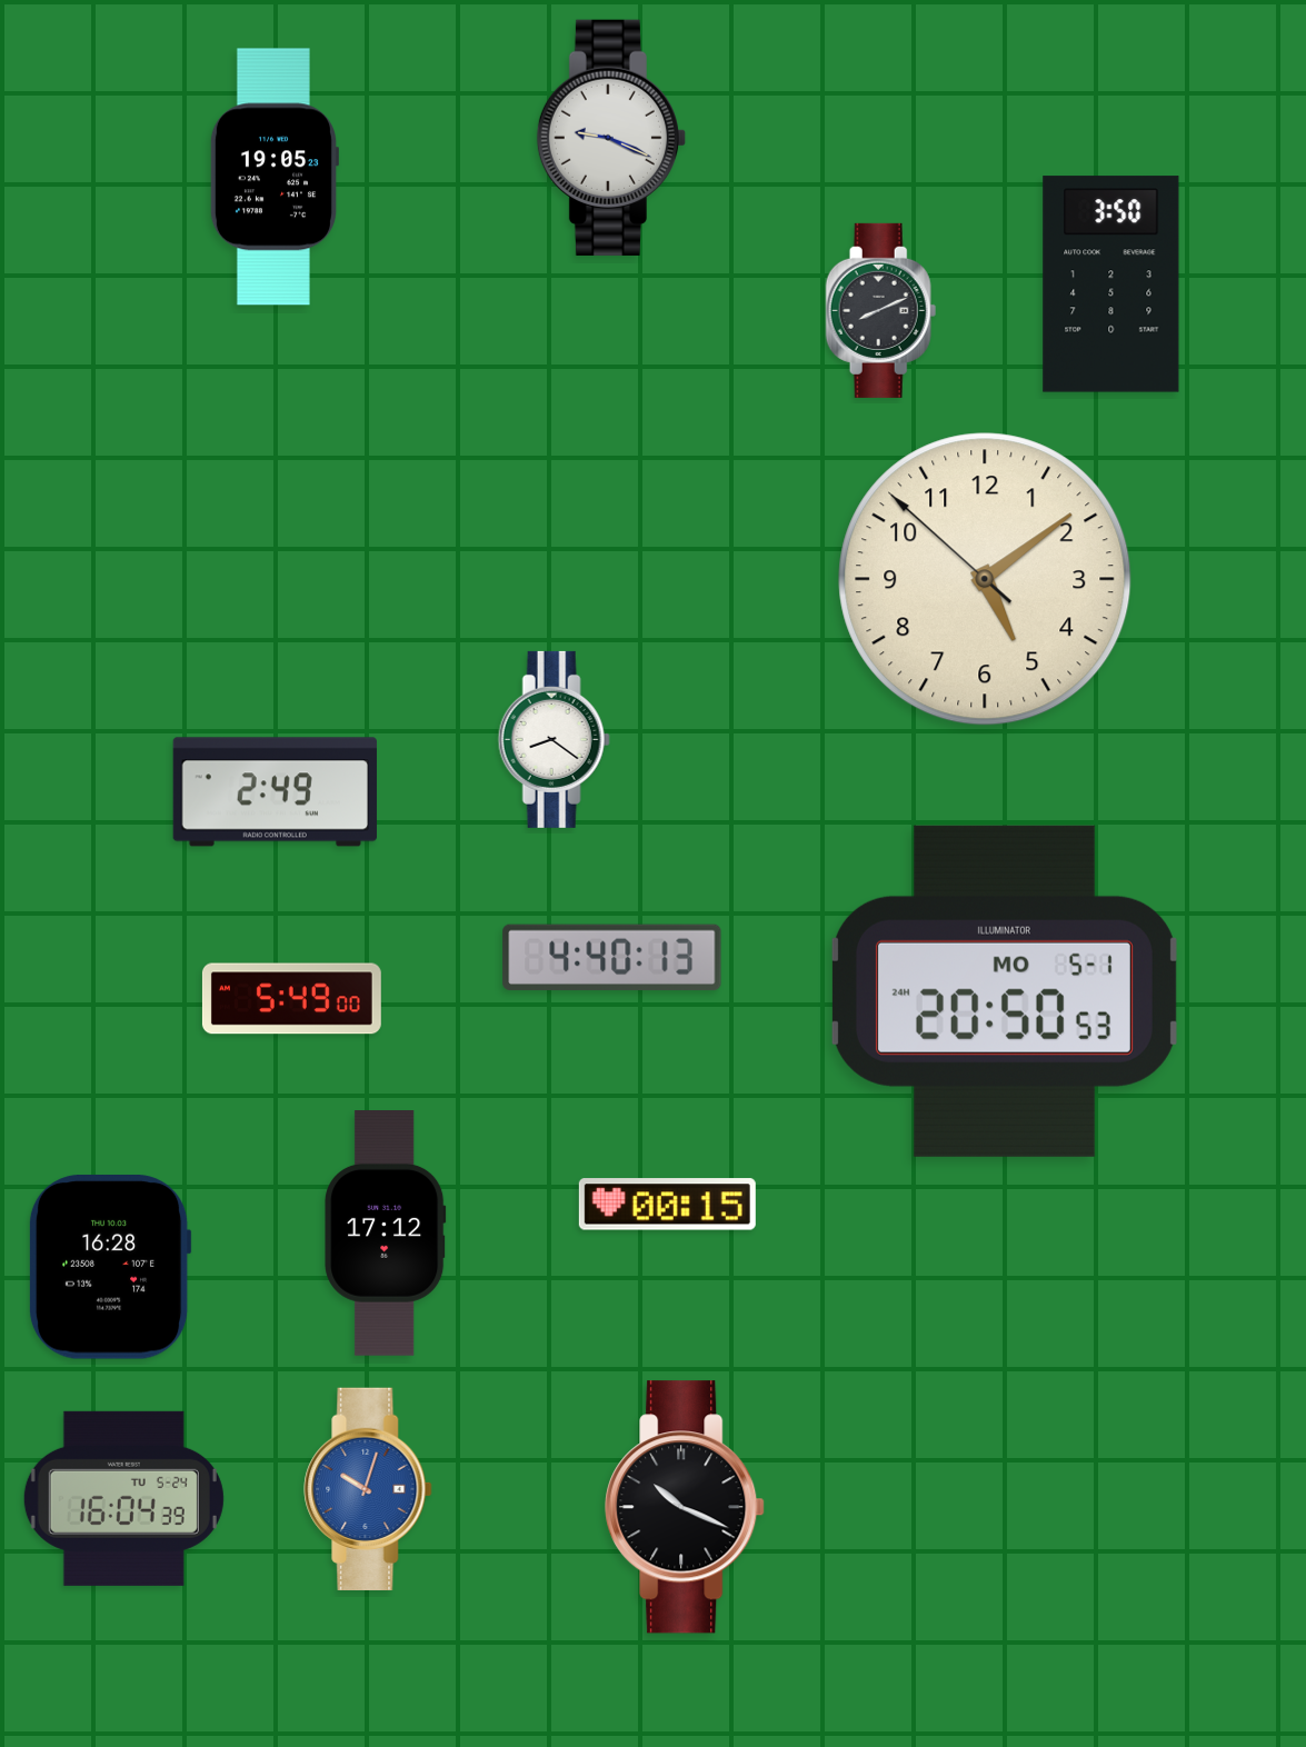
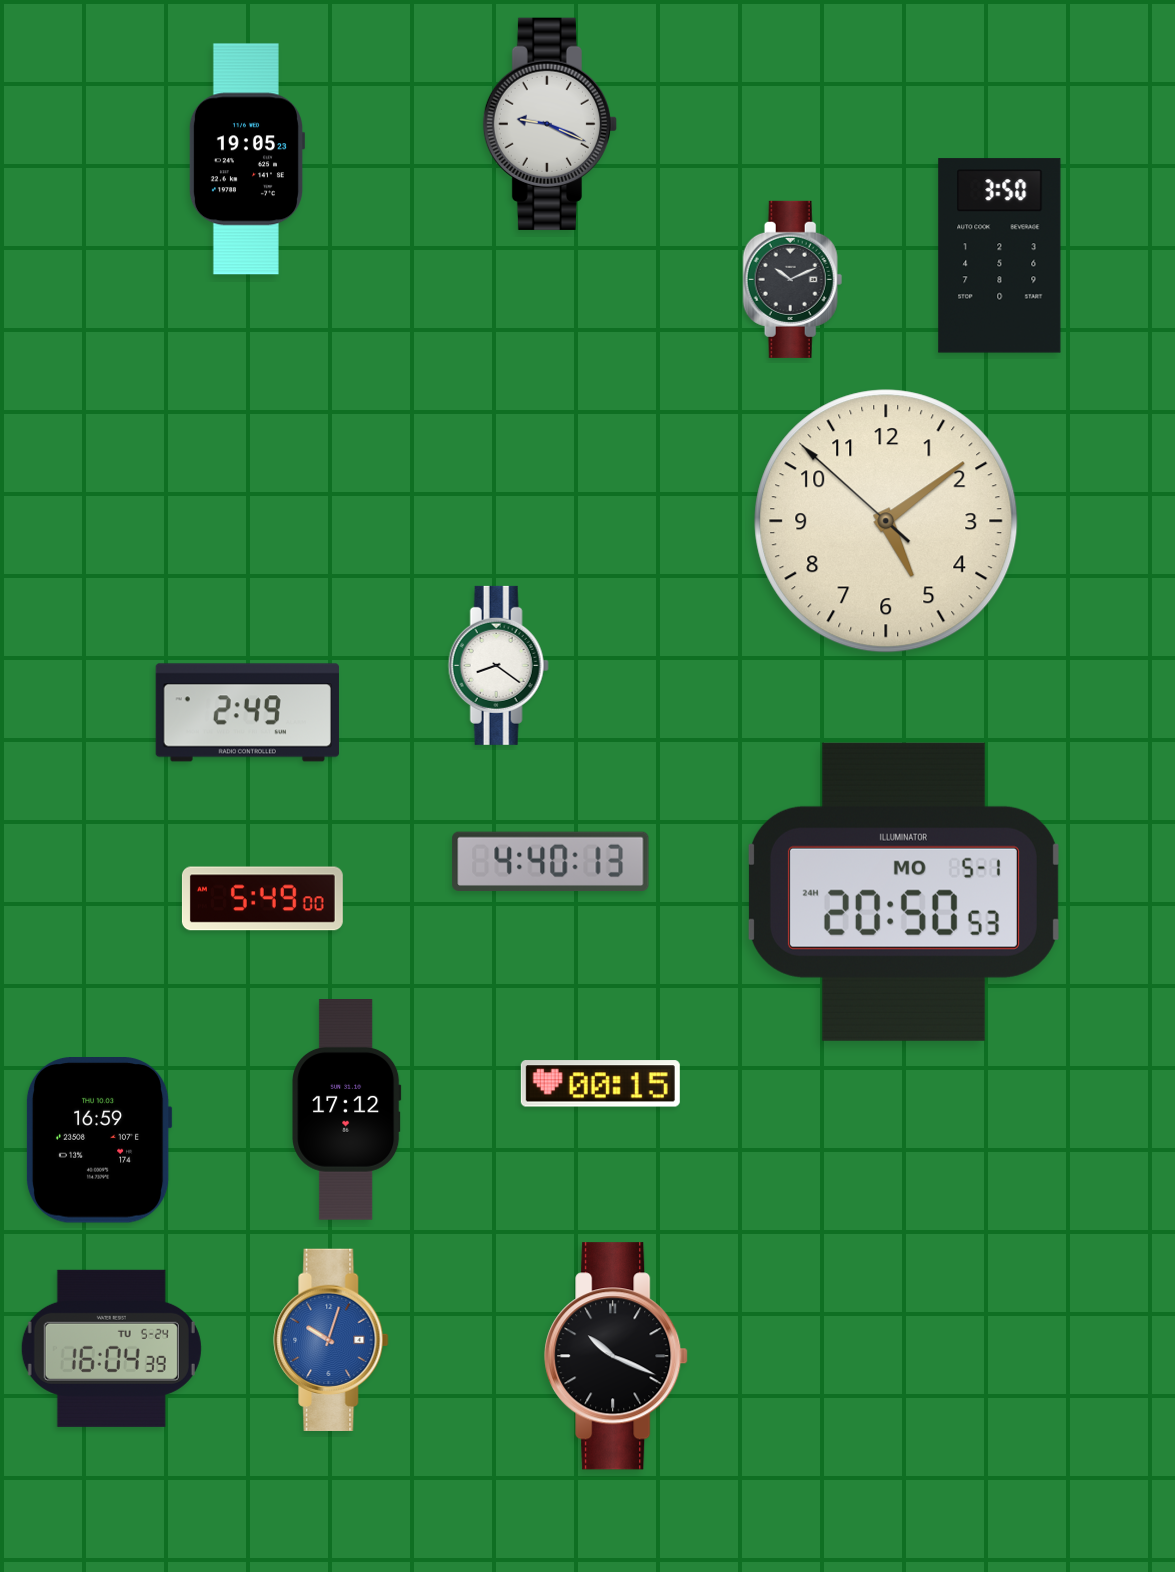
clock at (881, 310): 8:11 -> 10:11
clock at (110, 1268): 16:28 -> 16:59
